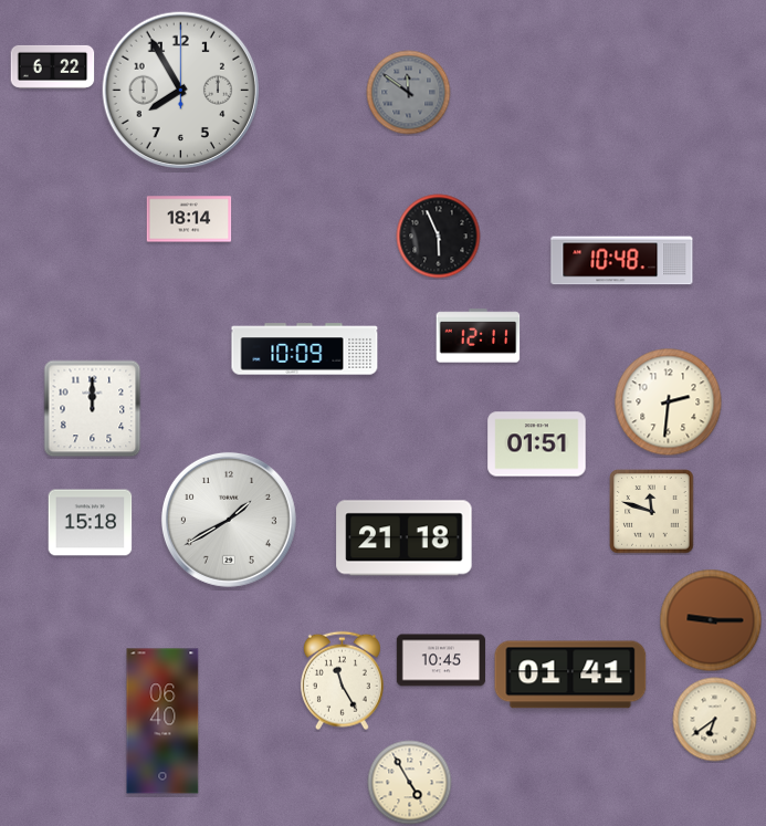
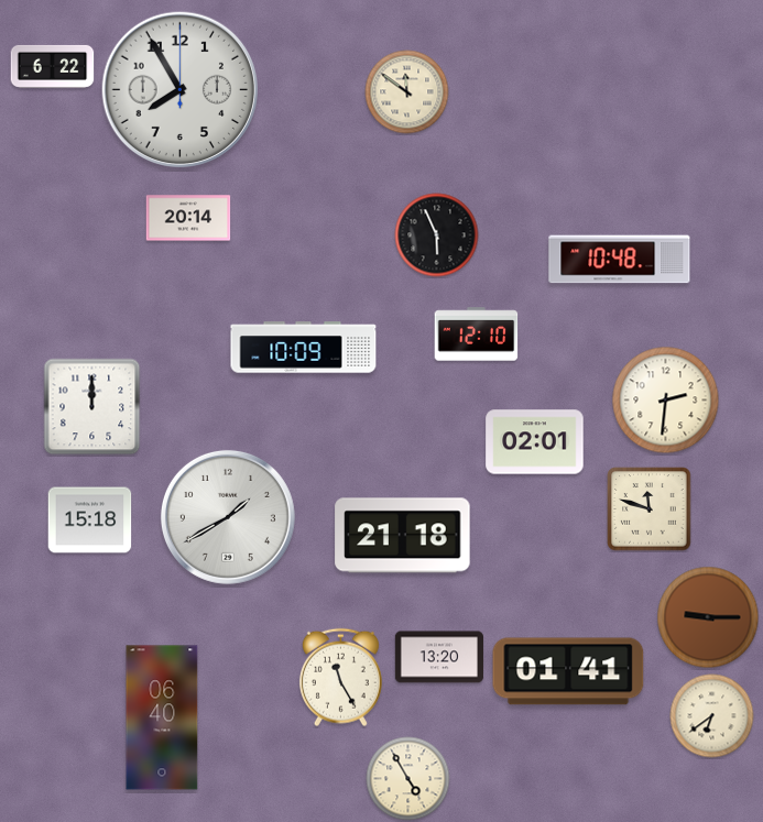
clock at (409, 93) dial: grey -> cream
clock at (189, 219): 18:14 -> 20:14
clock at (479, 336): 12:11 -> 12:10
clock at (537, 445): 01:51 -> 02:01
clock at (441, 660): 10:45 -> 13:20
